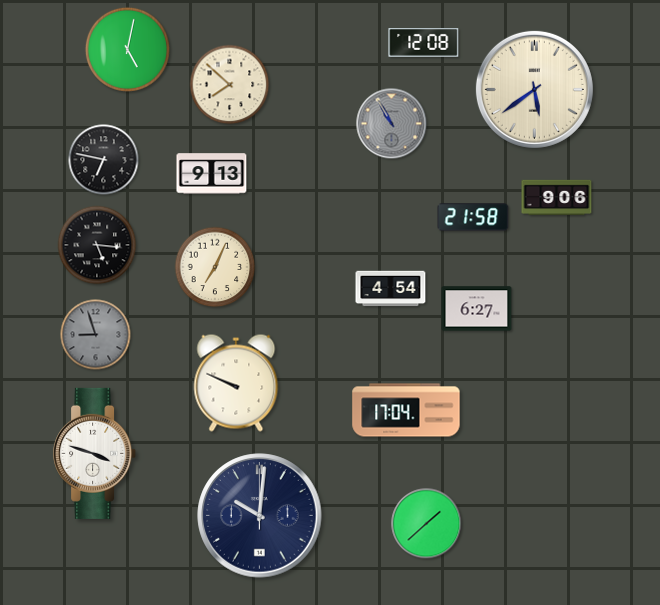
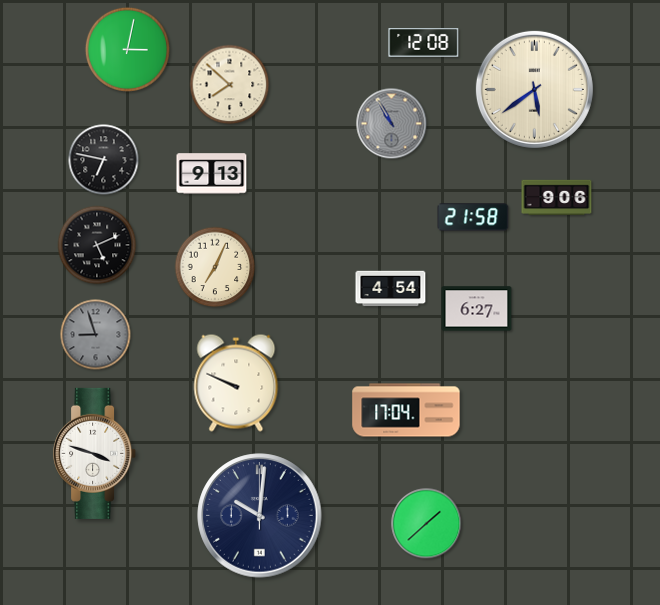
clock at (127, 49): 5:02 -> 3:02
clock at (97, 245): 5:16 -> 5:11
